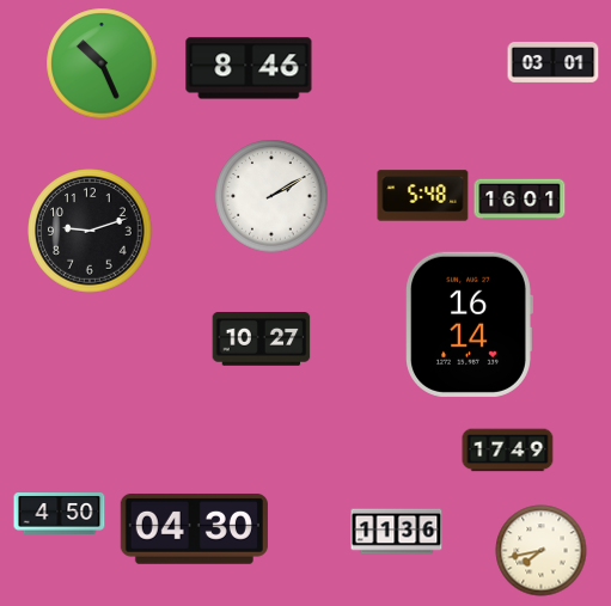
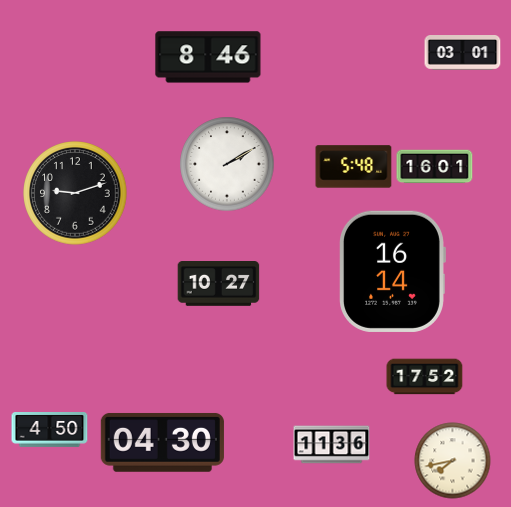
clock at (102, 63): 10:26 -> none
clock at (423, 196) position: (423, 196) -> (354, 167)
clock at (508, 451): 17:49 -> 17:52
